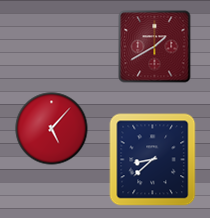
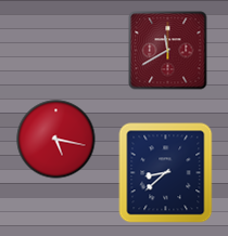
clock at (155, 47): 1:40 -> 11:40
clock at (52, 129): 5:07 -> 5:17
